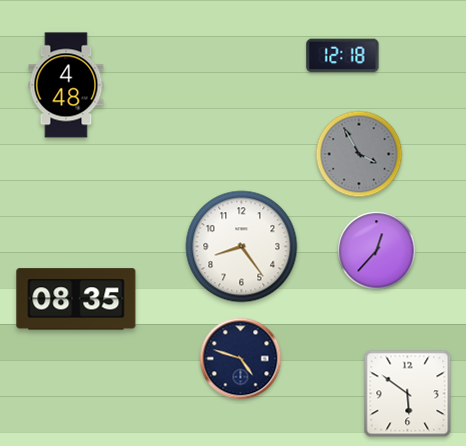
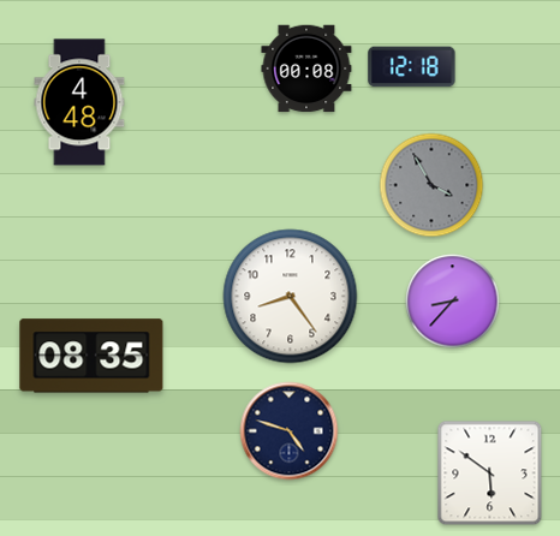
clock at (306, 69): none -> 00:08
clock at (377, 251): 12:37 -> 8:37
clock at (76, 299) position: (76, 299) -> (91, 356)
